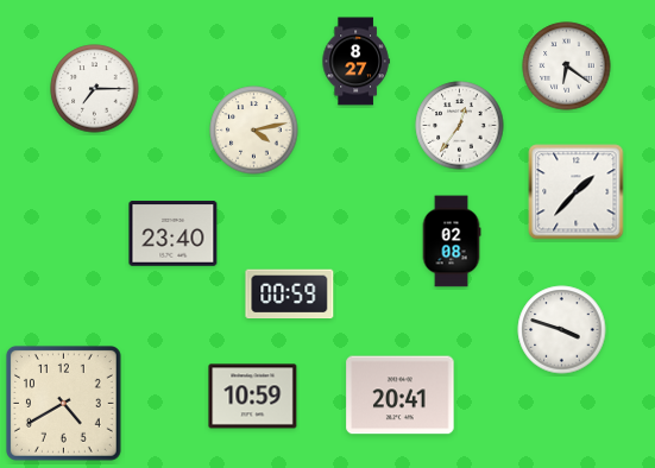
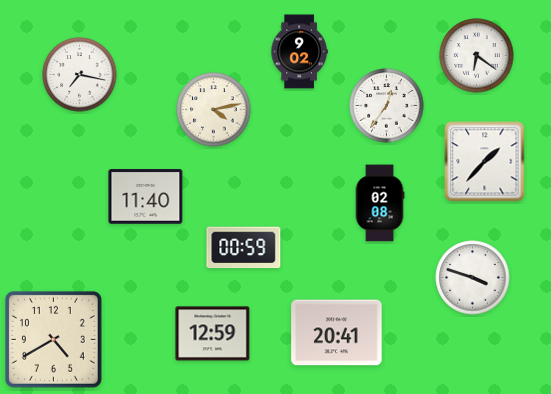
clock at (355, 62): 8:27 -> 9:02
clock at (95, 89): 7:15 -> 7:17
clock at (174, 234): 23:40 -> 11:40
clock at (253, 397): 10:59 -> 12:59
